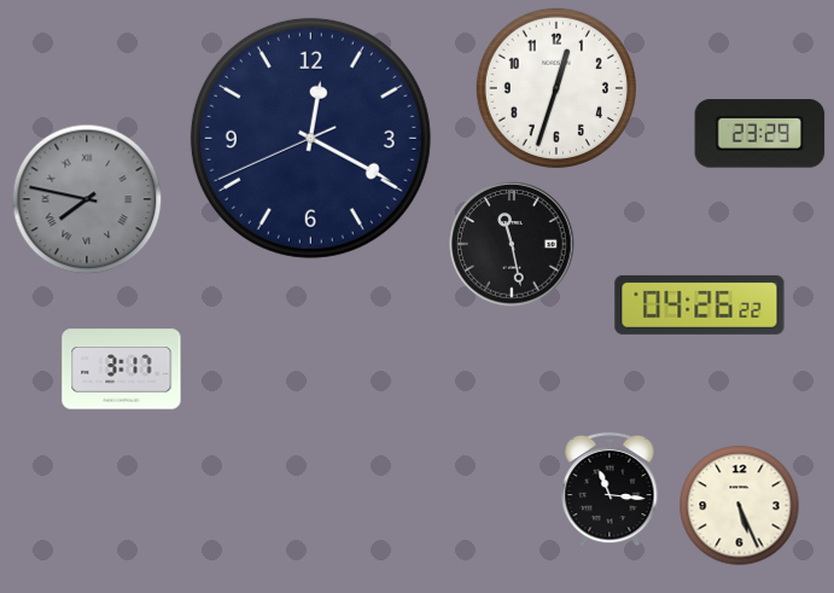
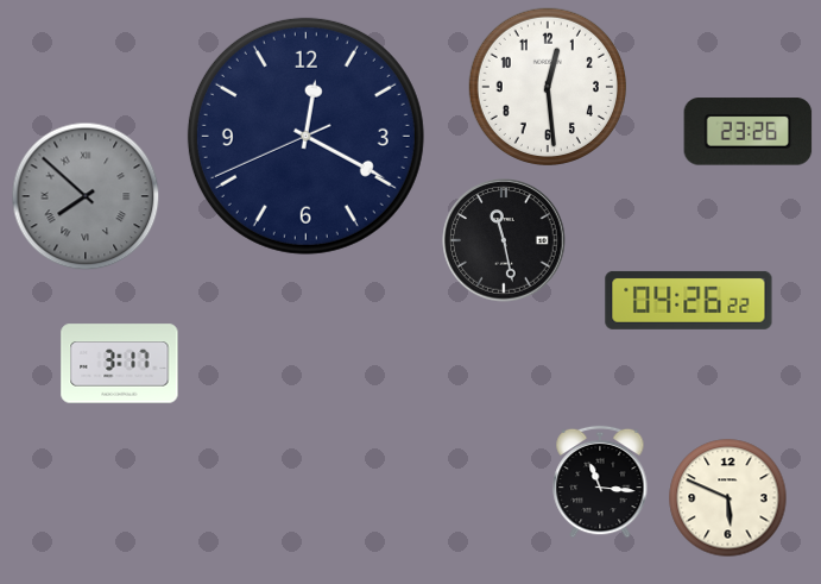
clock at (555, 87): 12:33 -> 12:29
clock at (760, 134): 23:29 -> 23:26
clock at (87, 199): 7:47 -> 7:52
clock at (740, 506): 5:26 -> 5:49
